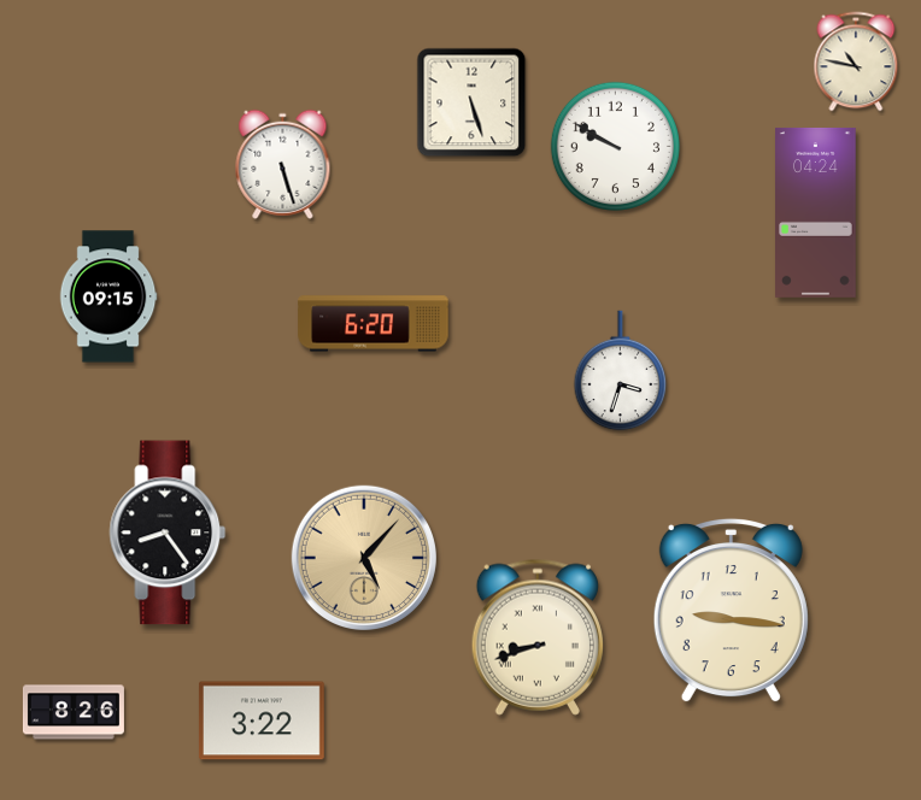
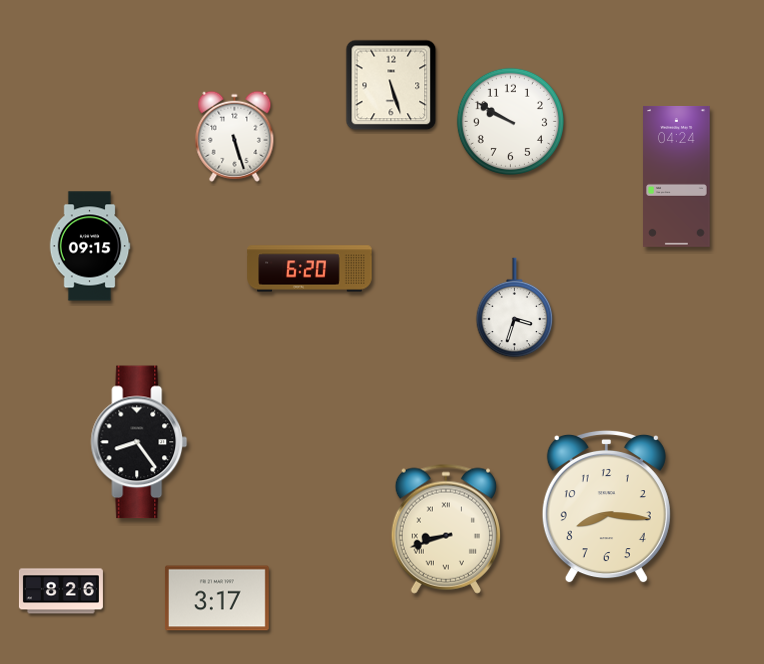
clock at (856, 61): 10:47 -> none
clock at (363, 557): 5:07 -> none
clock at (731, 611): 9:16 -> 8:16
clock at (262, 720): 3:22 -> 3:17
